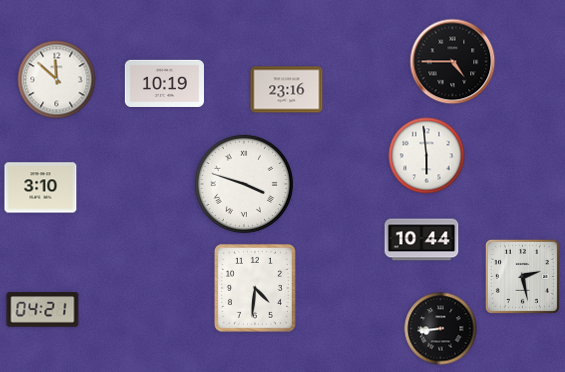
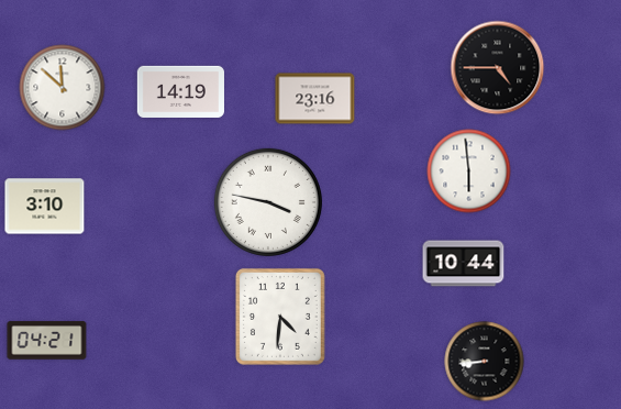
clock at (164, 83): 10:19 -> 14:19
clock at (244, 184): 3:48 -> 3:47
clock at (522, 276): 2:28 -> none
